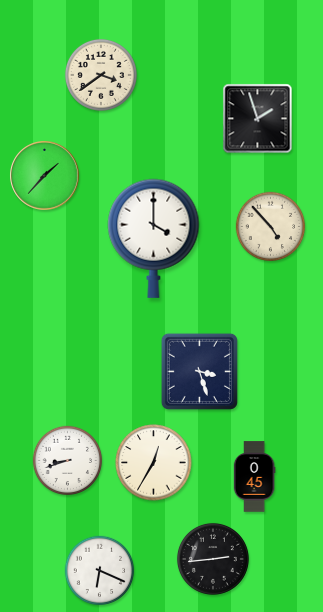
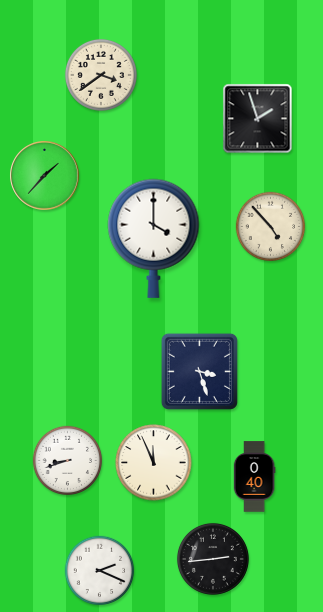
clock at (154, 463): 12:35 -> 11:56
clock at (254, 477): 0:45 -> 0:40
clock at (100, 571): 6:19 -> 2:19
